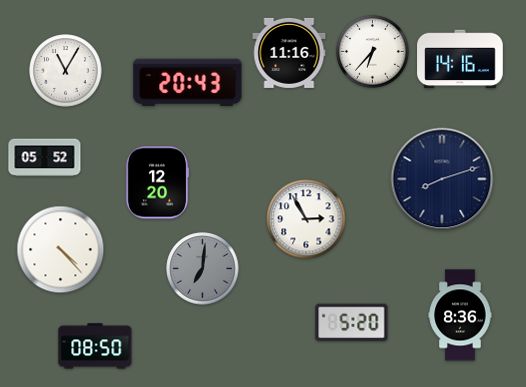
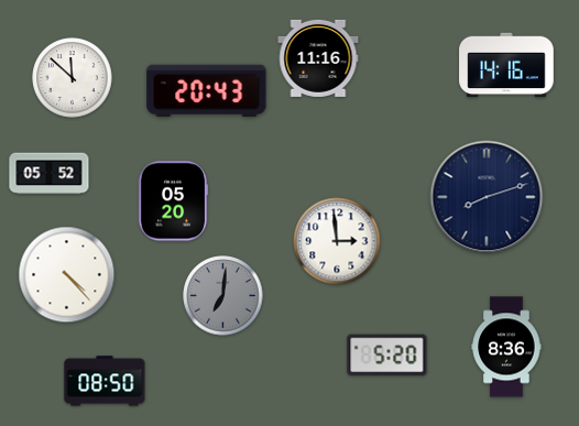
clock at (373, 52): 6:37 -> none
clock at (66, 71): 11:05 -> 11:52
clock at (157, 183): 12:20 -> 05:20
clock at (306, 219): 2:55 -> 2:59
